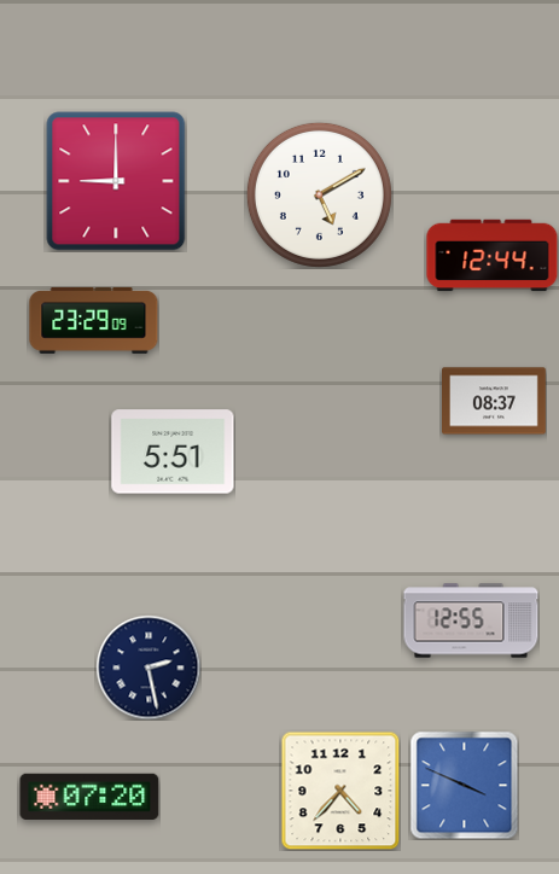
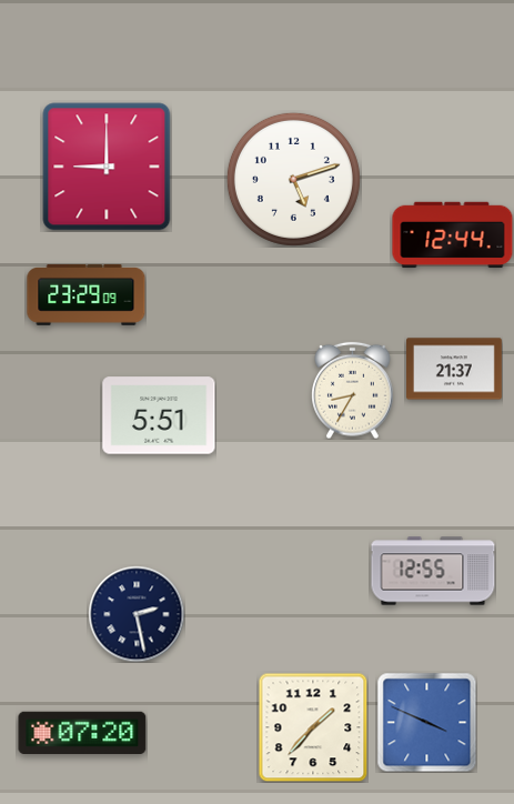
clock at (319, 194): 5:10 -> 5:12
clock at (495, 401): 08:37 -> 21:37
clock at (353, 390): none -> 8:35
clock at (340, 791): 4:37 -> 1:37
